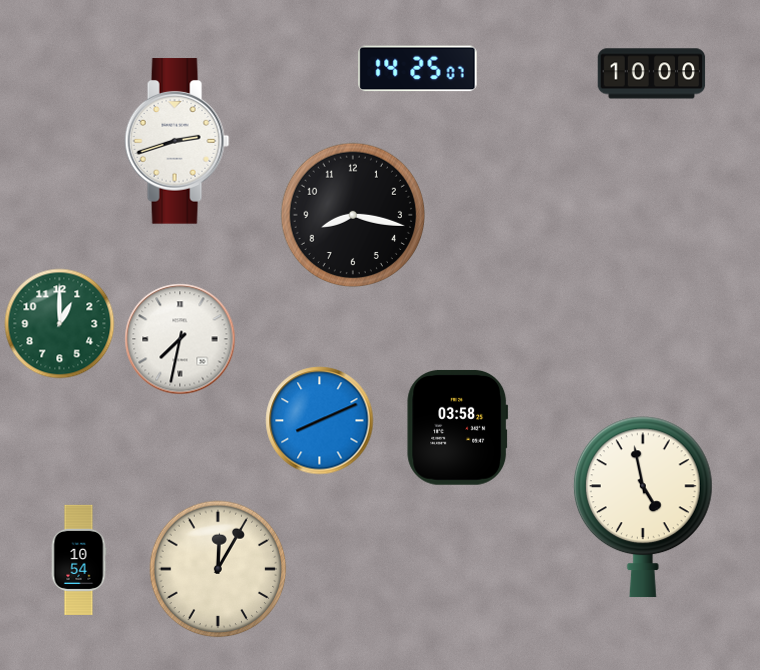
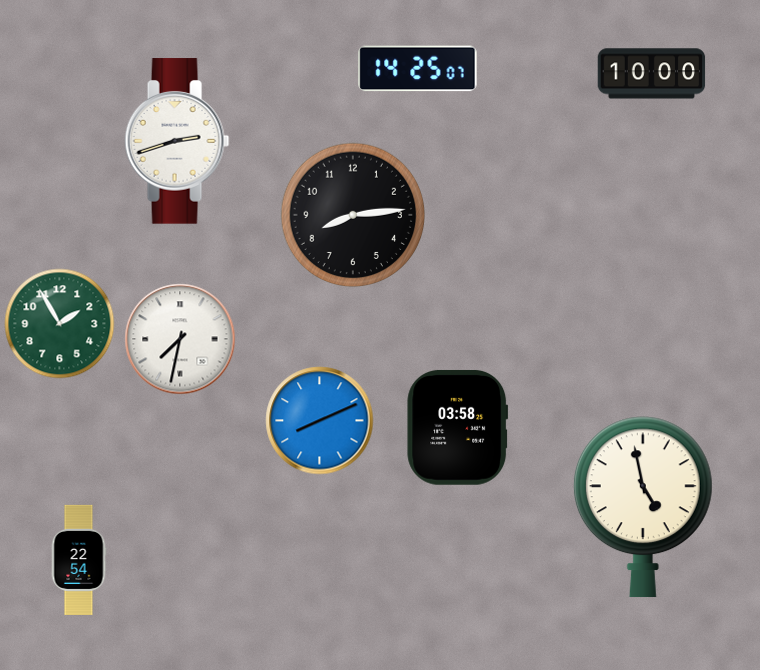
clock at (353, 215): 8:17 -> 8:14
clock at (60, 324): 1:00 -> 1:55
clock at (79, 560): 10:54 -> 22:54
clock at (218, 569): 12:05 -> none
